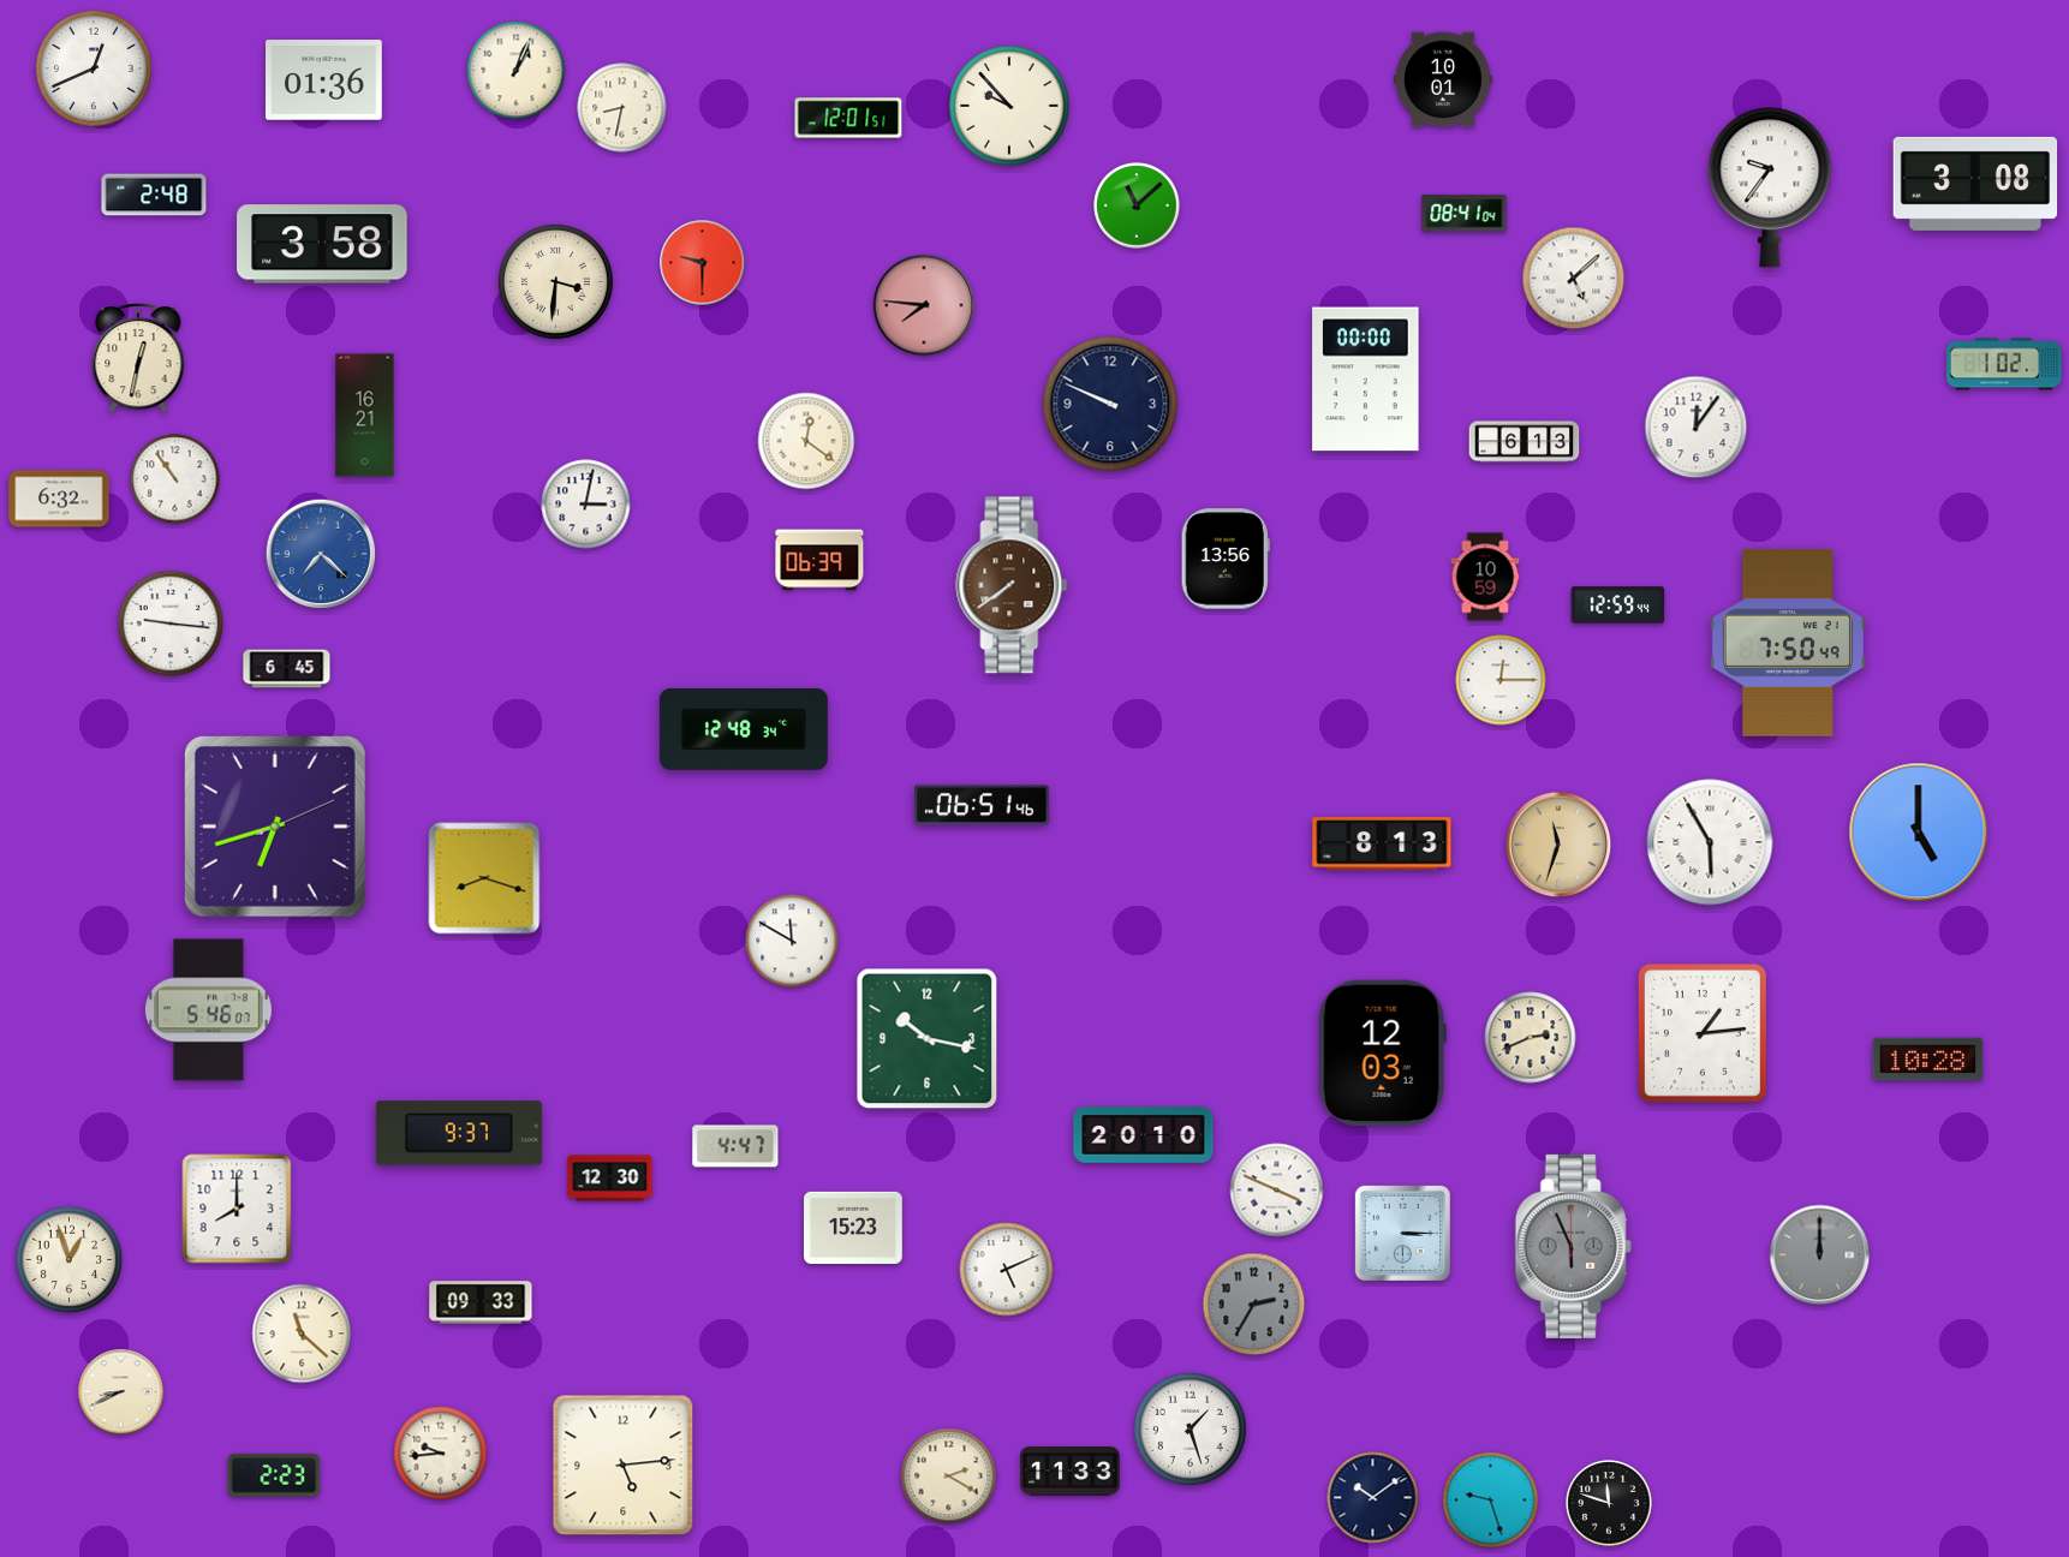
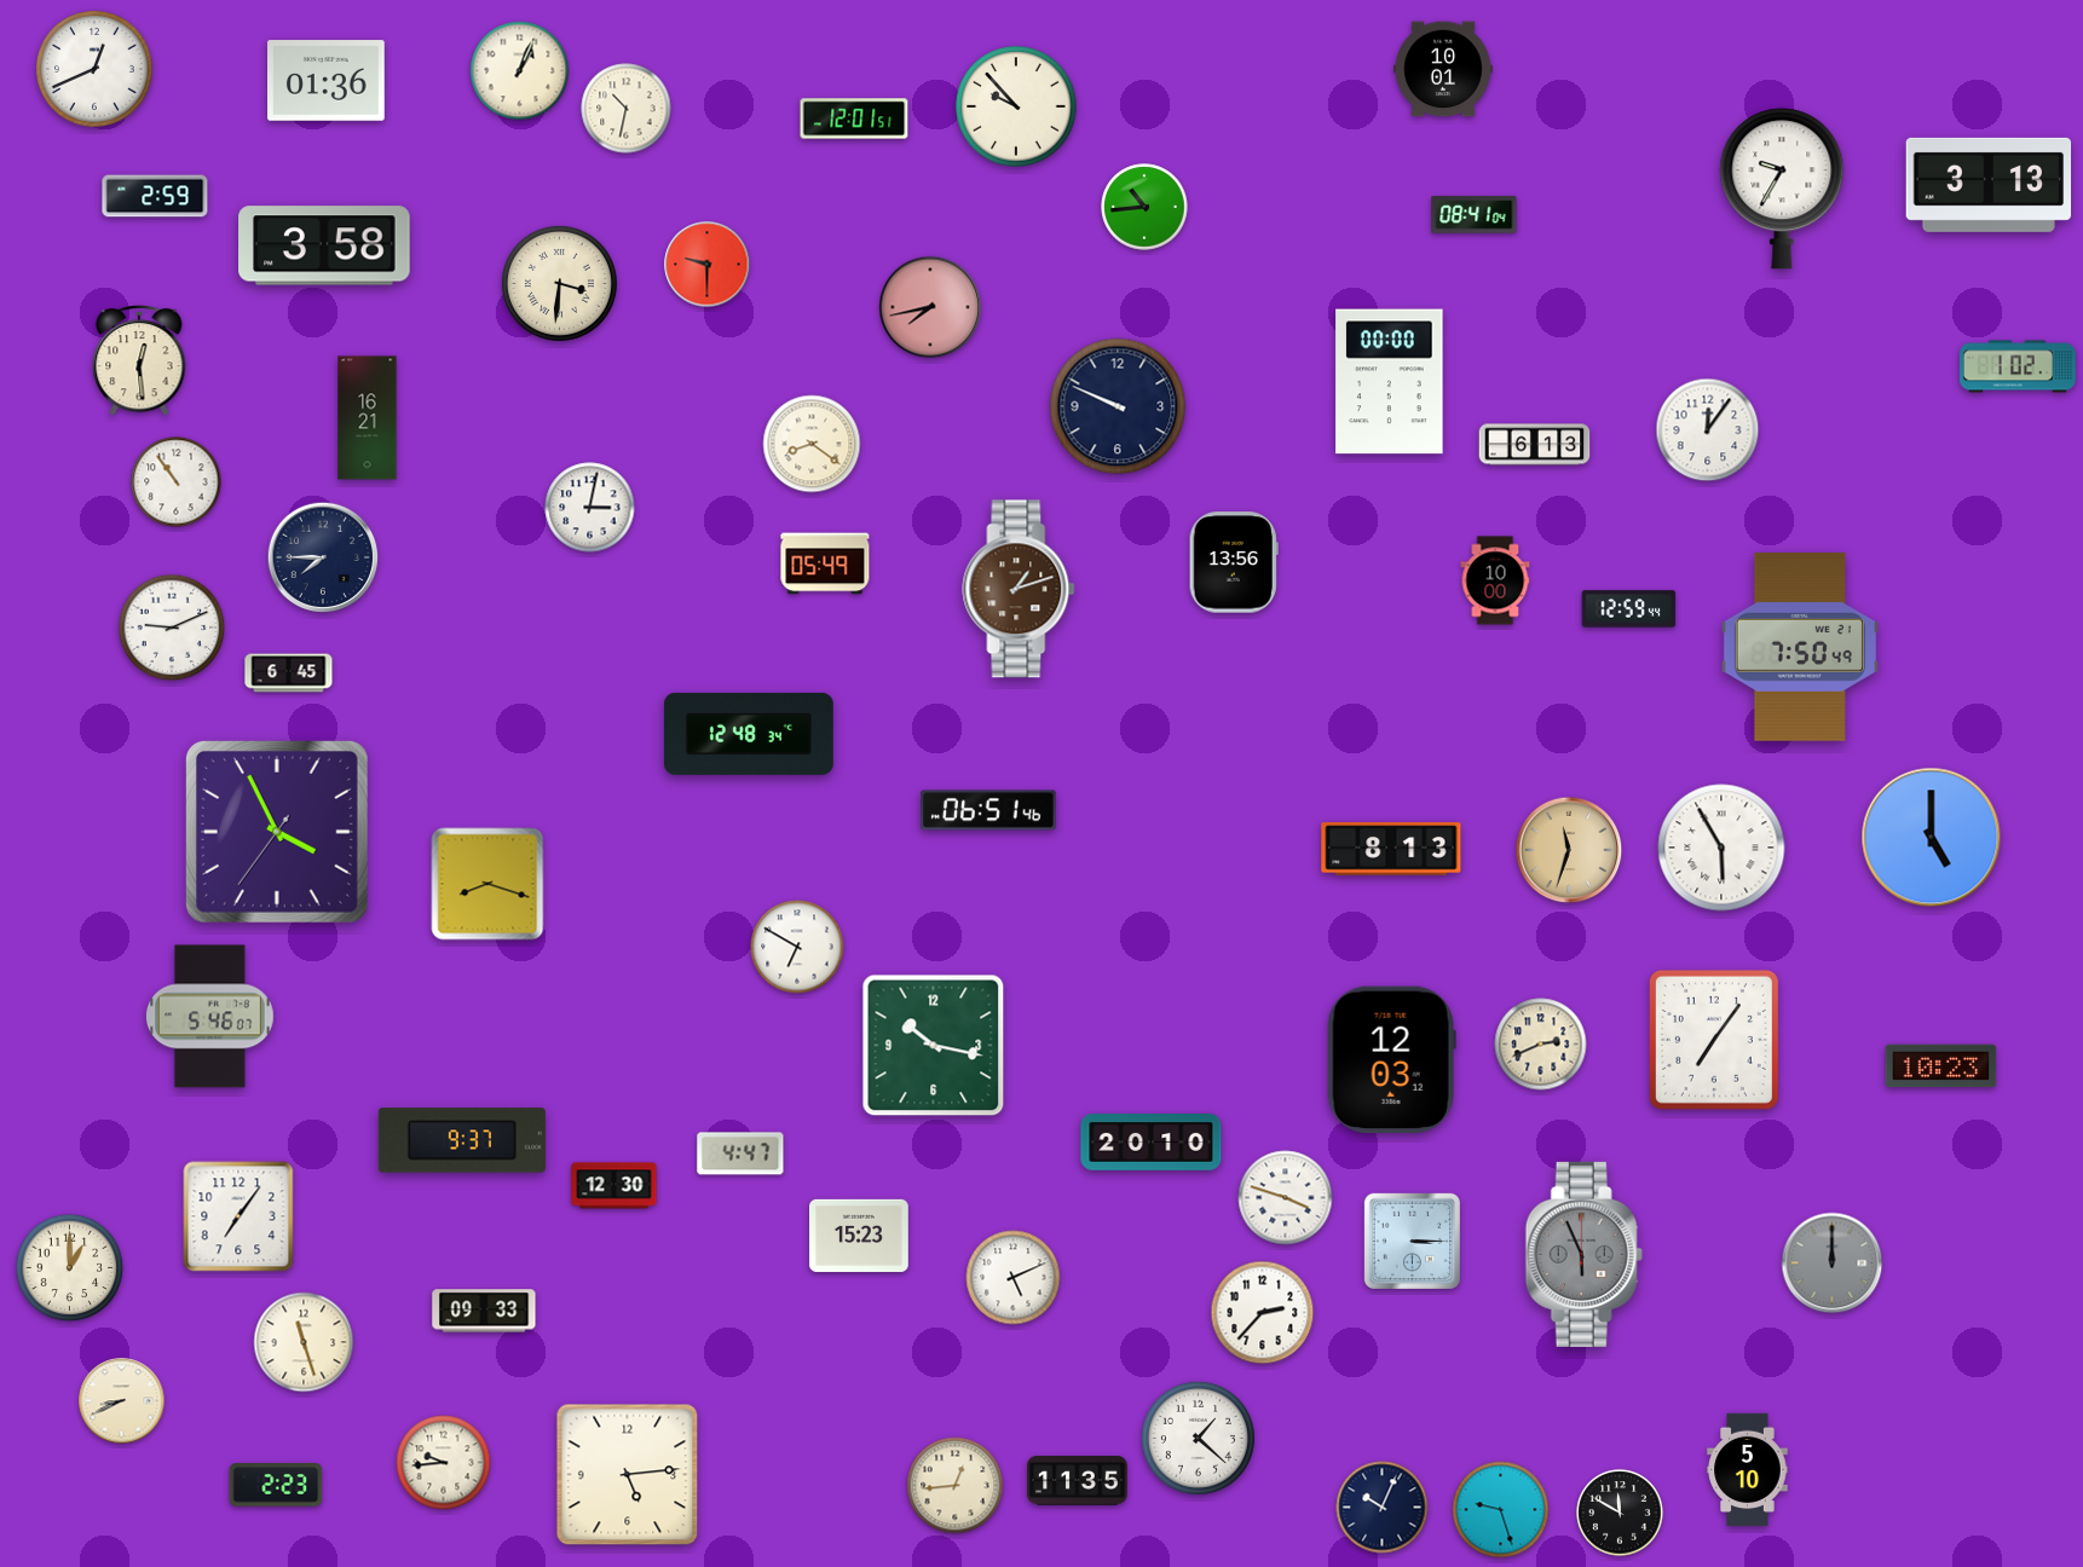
clock at (1444, 79) position: (1444, 79) -> (1444, 69)
clock at (622, 108): 8:32 -> 10:32
clock at (1975, 184): 3:08 -> 3:13
clock at (1770, 187): 9:36 -> 9:35
clock at (154, 195): 2:48 -> 2:59
clock at (1137, 205): 11:08 -> 10:44
clock at (1574, 279): 5:08 -> none
clock at (924, 305): 7:46 -> 7:43
clock at (138, 359): 12:32 -> 12:29
clock at (1366, 380) position: (1366, 380) -> (1390, 382)
clock at (806, 441): 12:21 -> 8:21
clock at (59, 499): 6:32 -> none
clock at (321, 554): 7:22 -> 7:45
clock at (321, 554) dial: blue -> navy
clock at (819, 560): 06:39 -> 05:49
clock at (1485, 577): 10:59 -> 10:00
clock at (1012, 585): 7:39 -> 1:12
clock at (171, 624): 9:16 -> 9:11
clock at (1501, 680): 12:15 -> none
clock at (275, 827): 6:42 -> 3:55
clock at (792, 941): 11:50 -> 6:50
clock at (1703, 1033): 1:14 -> 7:06
clock at (1928, 1060): 10:28 -> 10:23
clock at (1277, 1191): 3:49 -> 3:48
clock at (237, 1209): 8:00 -> 7:06
clock at (70, 1260): 12:57 -> 1:00
clock at (1254, 1305): 2:35 -> 2:37
clock at (1254, 1305) dial: grey -> white
clock at (302, 1334): 11:22 -> 11:27
clock at (1189, 1428): 1:27 -> 1:22
clock at (1748, 1470): none -> 5:10
clock at (1071, 1472): 11:33 -> 11:35
clock at (949, 1477): 2:20 -> 12:44
clock at (1373, 1498): 10:09 -> 10:04
clock at (1609, 1503): 11:48 -> 11:50
